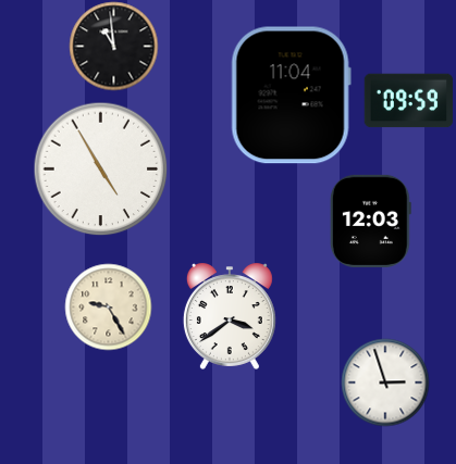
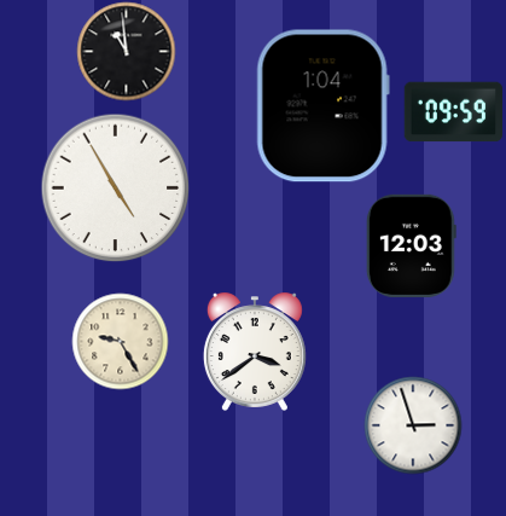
clock at (291, 96): 11:04 -> 1:04
clock at (100, 168) position: (100, 168) -> (115, 187)
clock at (385, 383) position: (385, 383) -> (413, 425)
